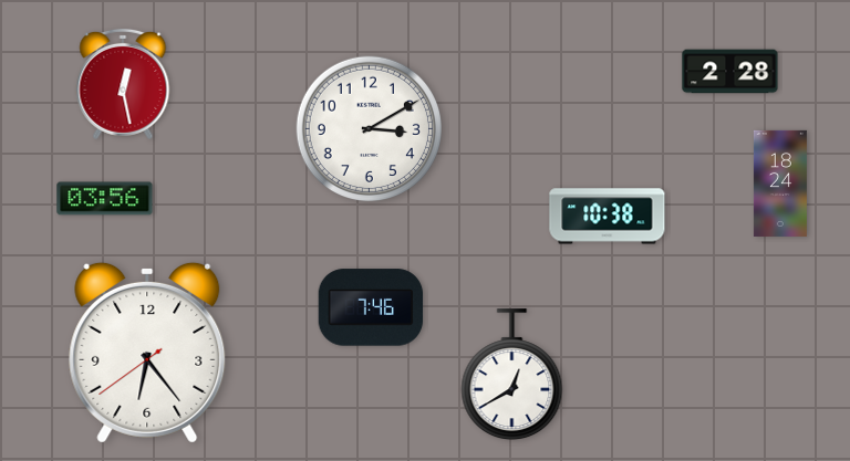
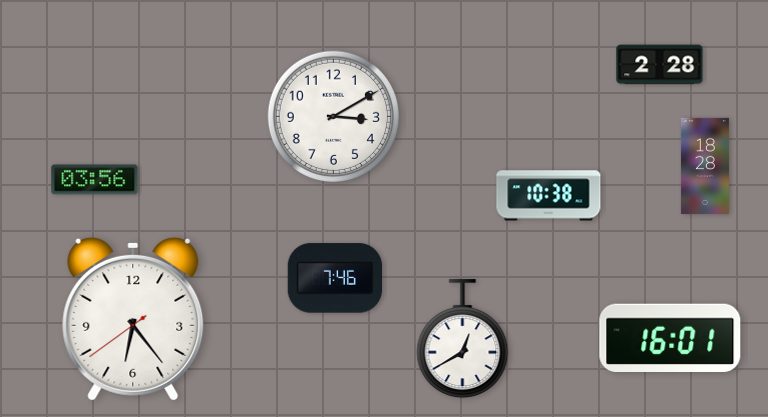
clock at (123, 84): 12:28 -> none
clock at (780, 184): 18:24 -> 18:28
clock at (670, 337): none -> 16:01
